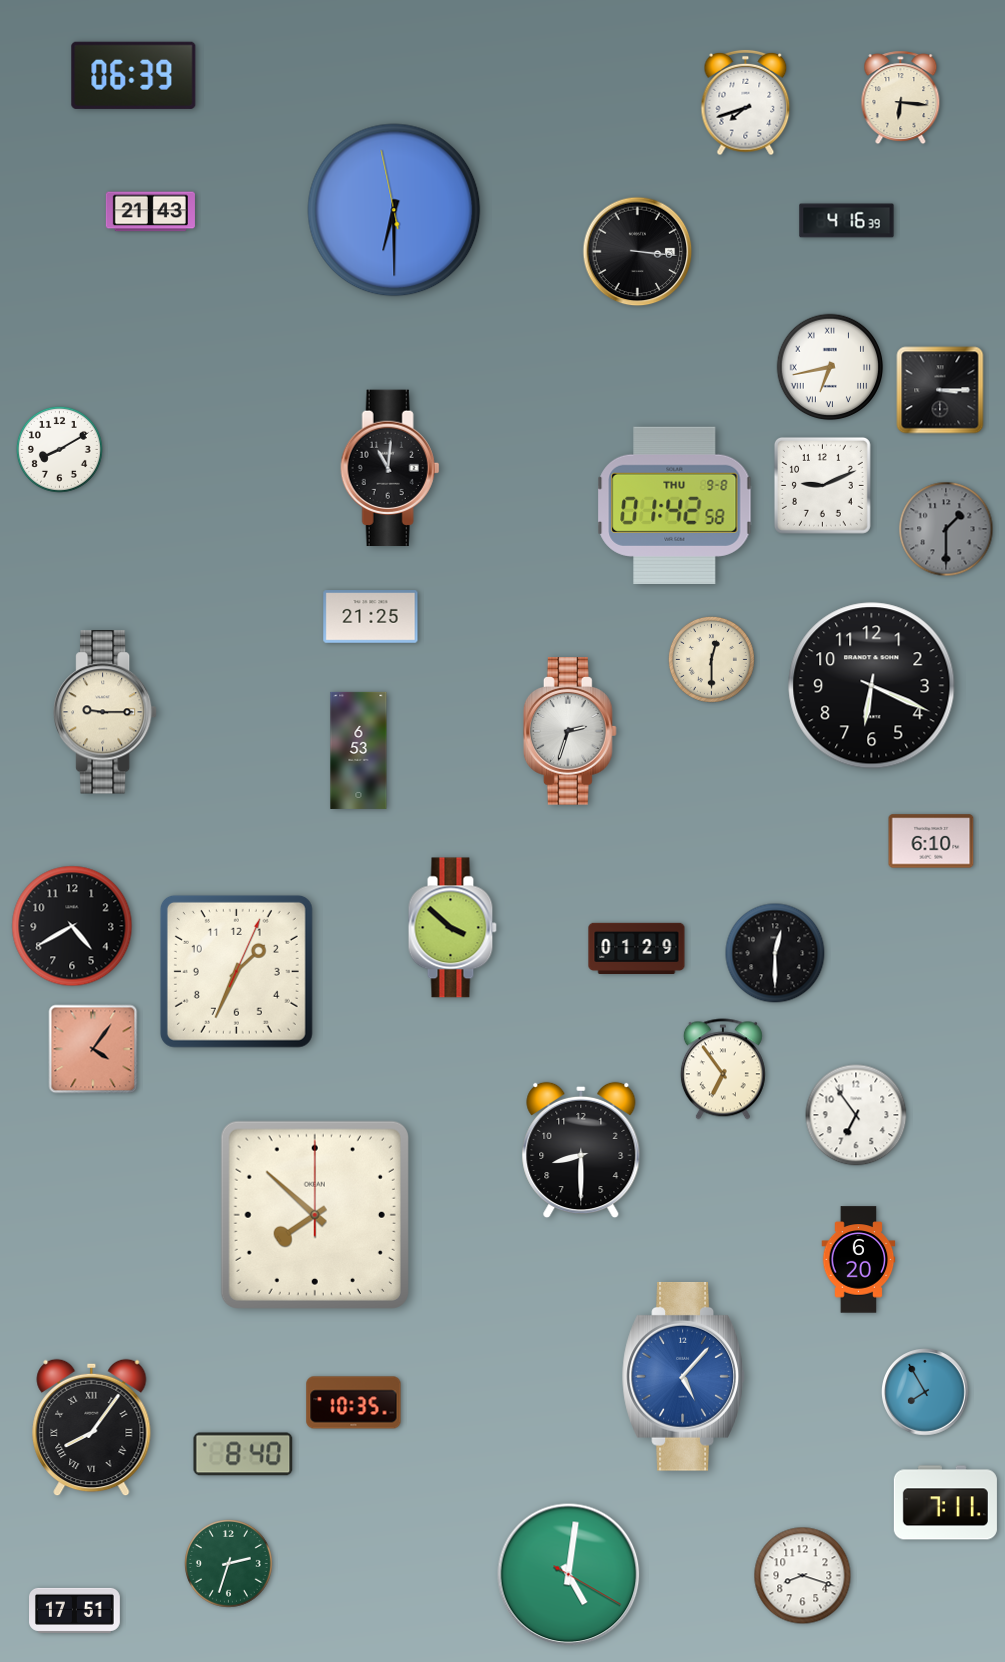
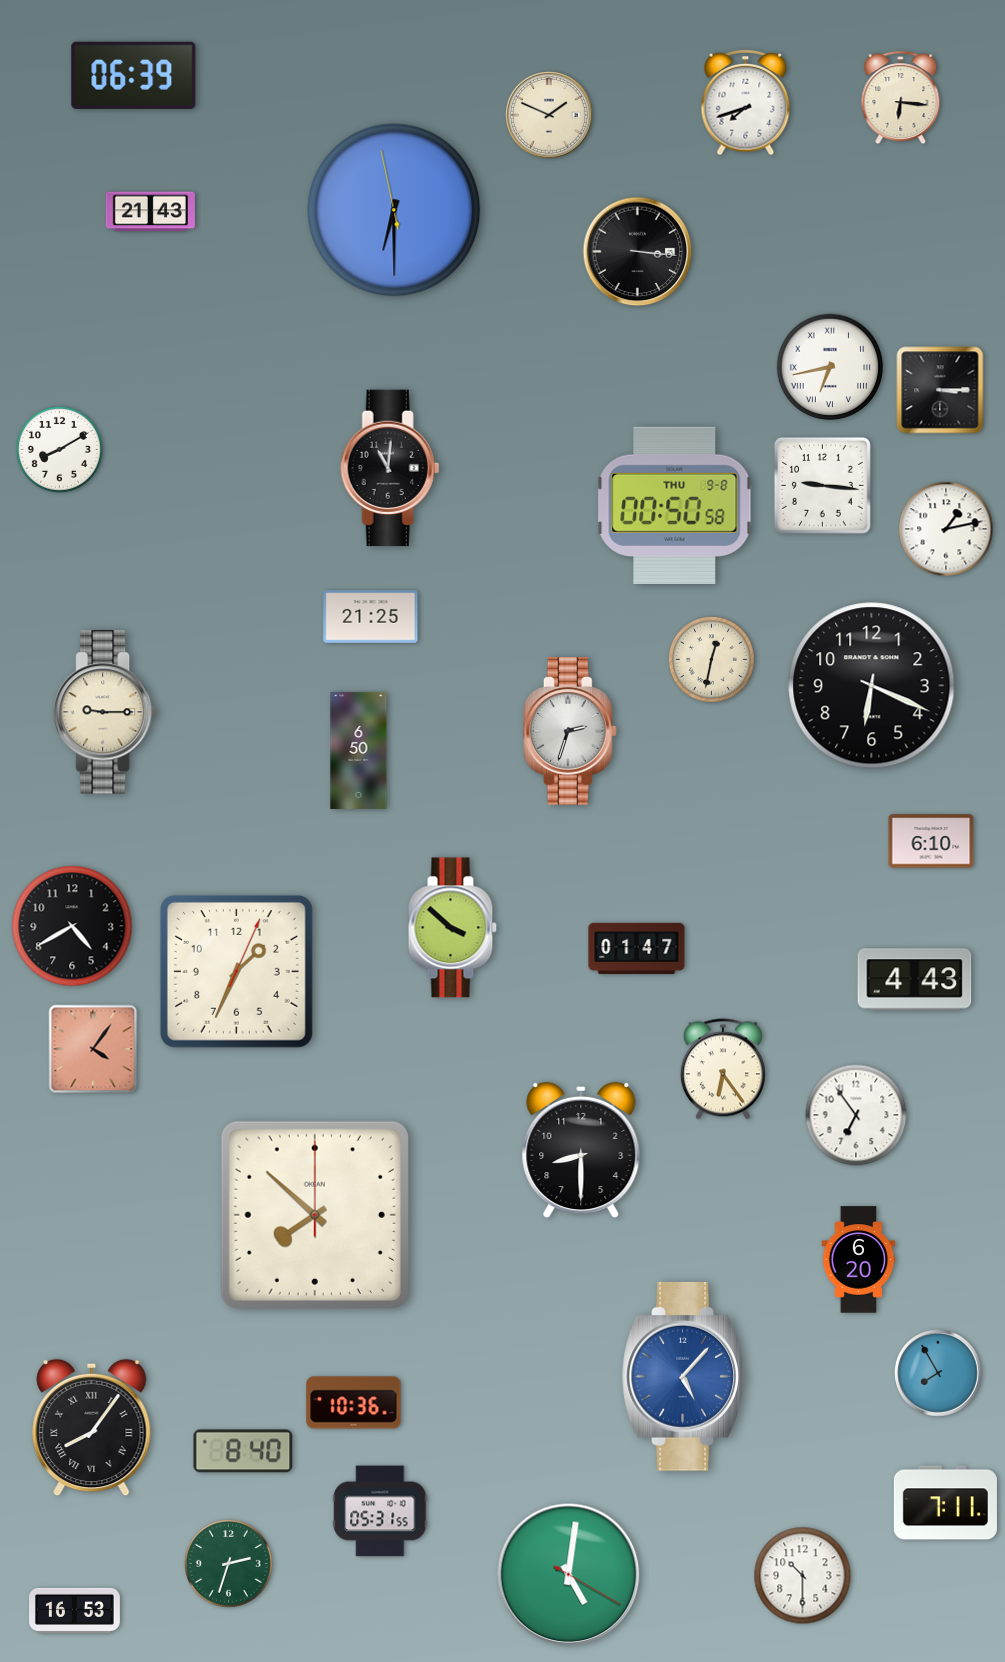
clock at (550, 116): none -> 1:49
clock at (847, 221): 4:16 -> none
clock at (822, 485): 9:11 -> 9:16
clock at (675, 505): 01:42 -> 00:50
clock at (946, 529): 1:30 -> 1:13
clock at (946, 529) dial: grey -> white
clock at (711, 659): 12:30 -> 12:32
clock at (359, 750): 6:53 -> 6:50
clock at (637, 948): 01:29 -> 01:47
clock at (775, 953): 12:30 -> none
clock at (915, 980): none -> 4:43
clock at (723, 1069): 6:54 -> 6:24
clock at (926, 1393) position: (926, 1393) -> (939, 1374)
clock at (354, 1403): 10:35 -> 10:36
clock at (243, 1454) position: (243, 1454) -> (243, 1451)
clock at (380, 1511): none -> 05:31
clock at (803, 1576): 8:18 -> 10:30
clock at (75, 1610): 17:51 -> 16:53
